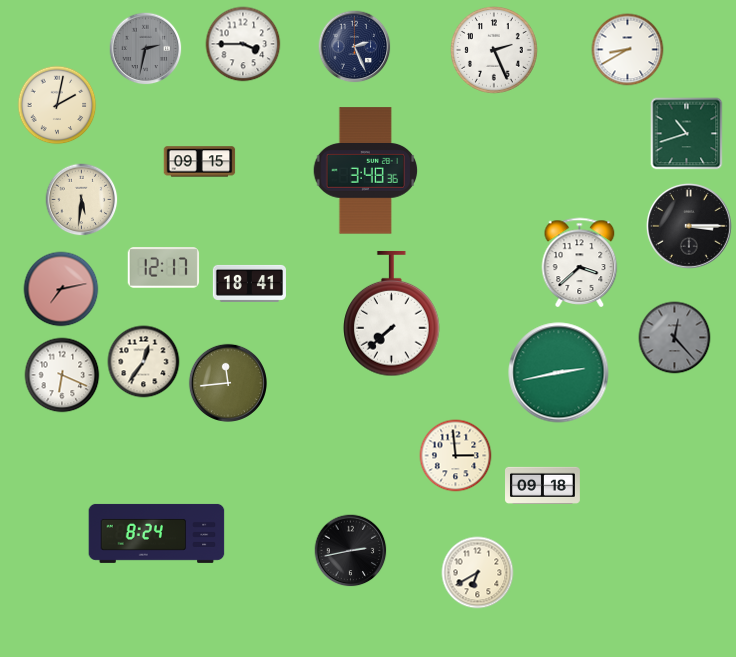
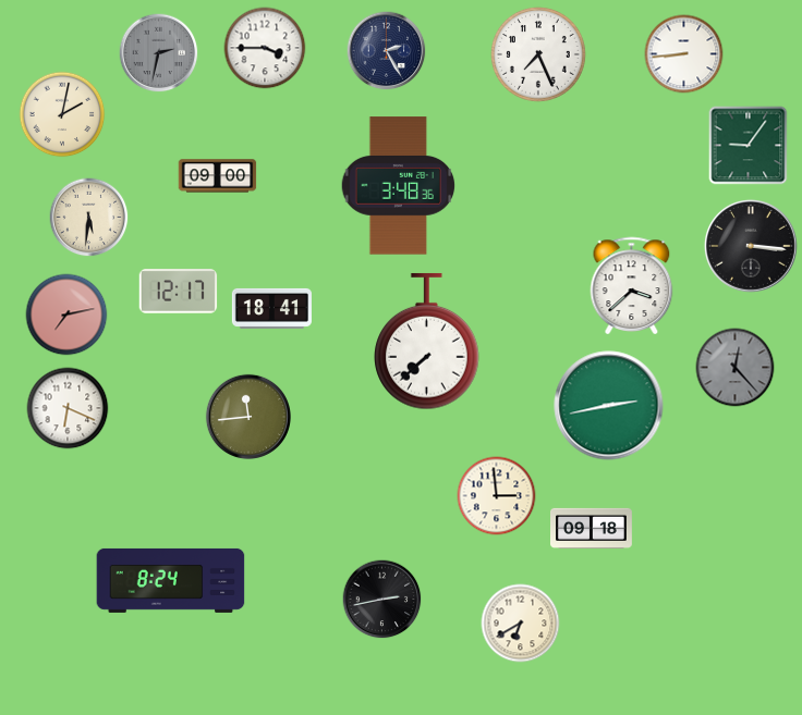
clock at (355, 47): 2:26 -> 2:25
clock at (628, 50): 8:40 -> 8:44
clock at (495, 51): 2:26 -> 7:26
clock at (687, 134): 10:42 -> 9:06
clock at (200, 162): 09:15 -> 09:00
clock at (689, 226): 3:15 -> 3:16
clock at (144, 362): 12:36 -> none
